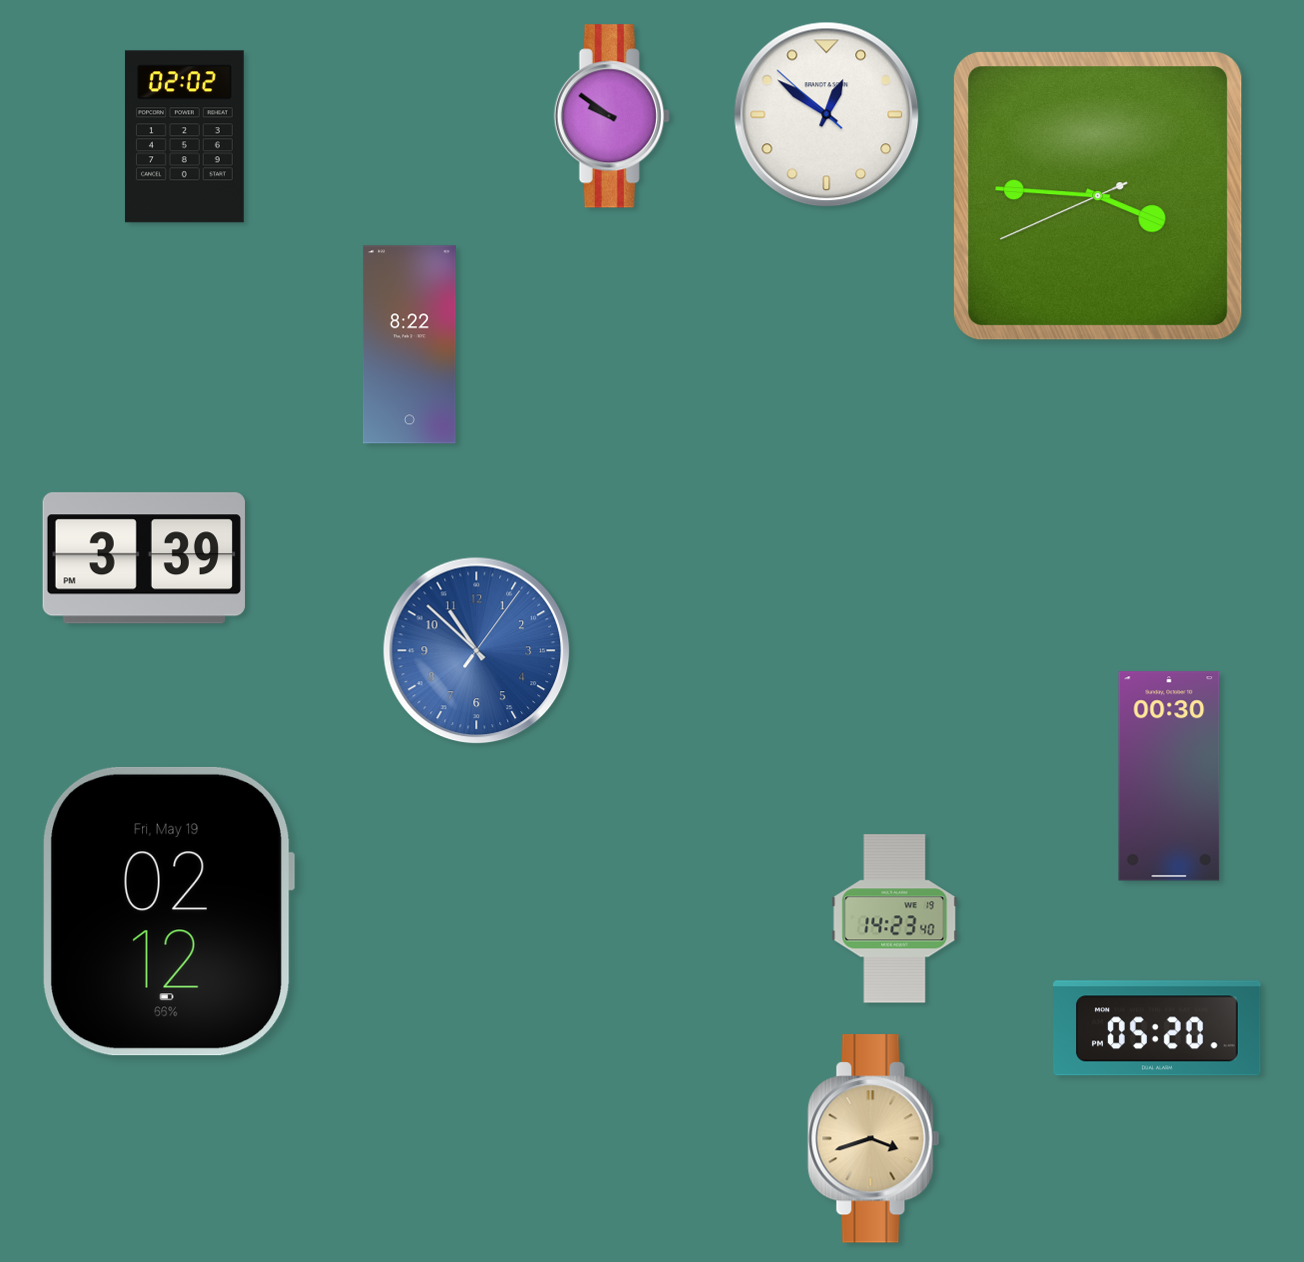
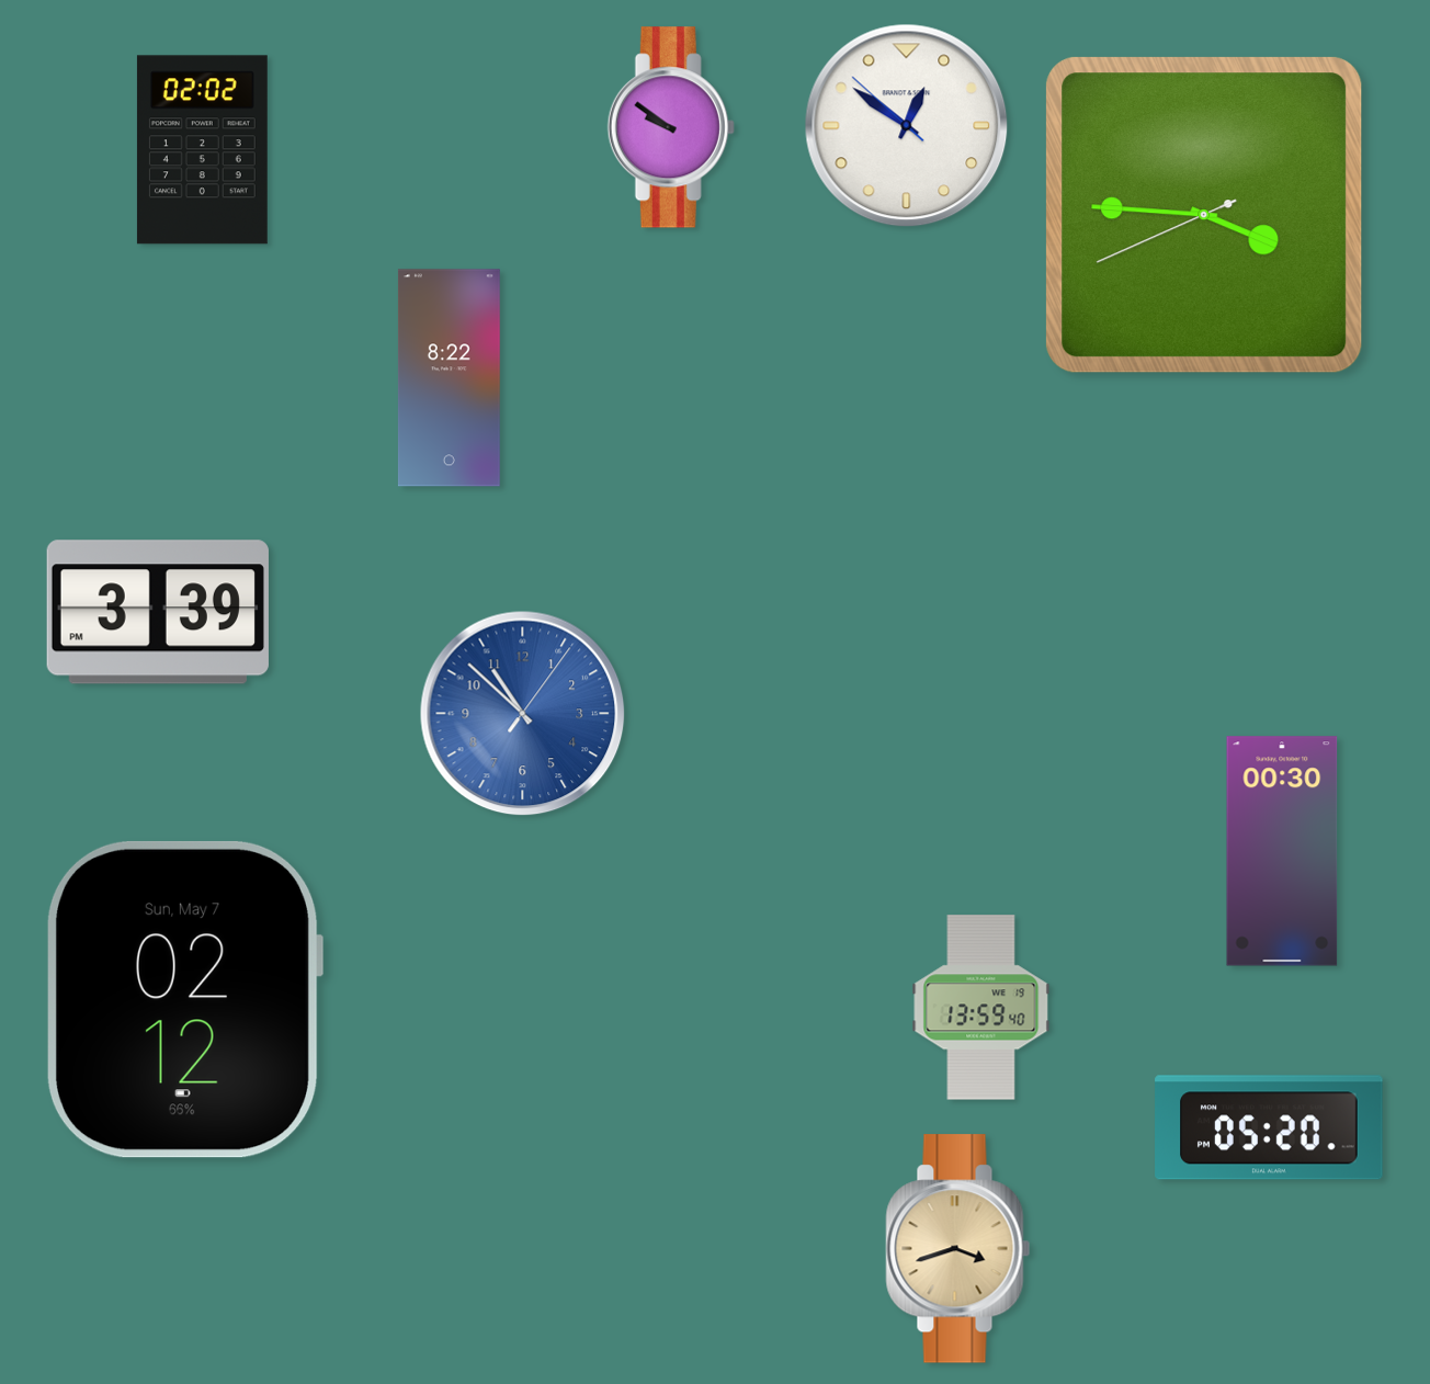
clock at (167, 911) date: Fri, May 19 -> Sun, May 7
clock at (895, 919): 14:23 -> 13:59
